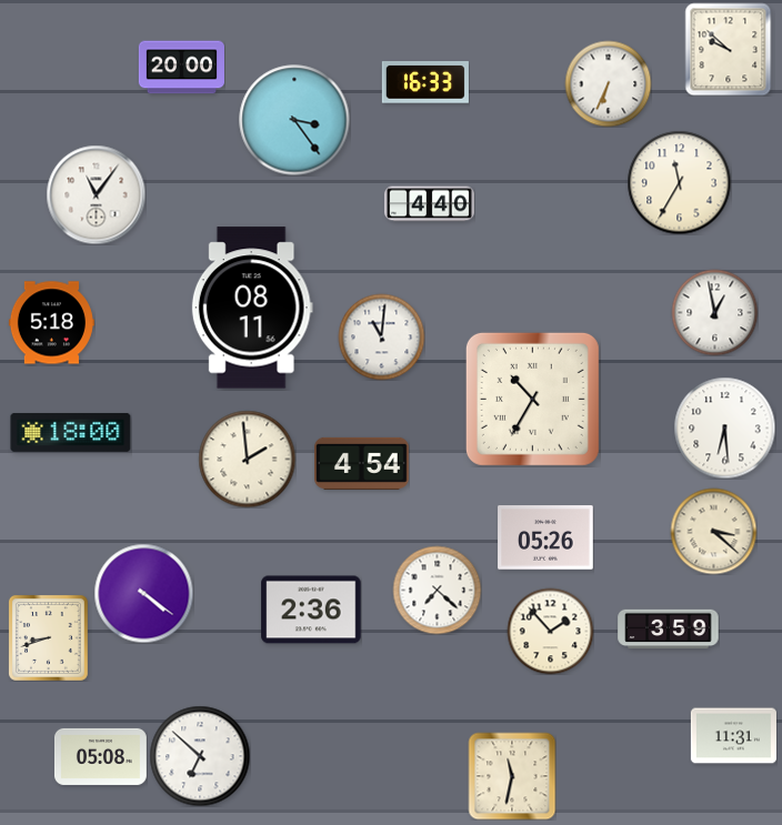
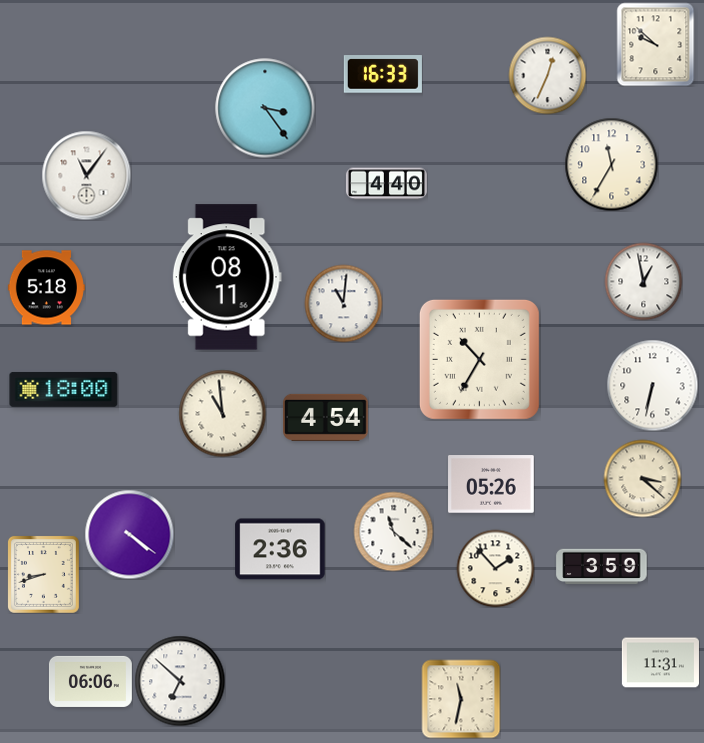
clock at (181, 68): 20:00 -> none
clock at (608, 83): 6:34 -> 12:34
clock at (51, 323) position: (51, 323) -> (46, 288)
clock at (724, 427): 6:29 -> 6:32
clock at (247, 459): 1:59 -> 10:59
clock at (437, 590): 7:22 -> 11:22
clock at (101, 756): 05:08 -> 06:06
